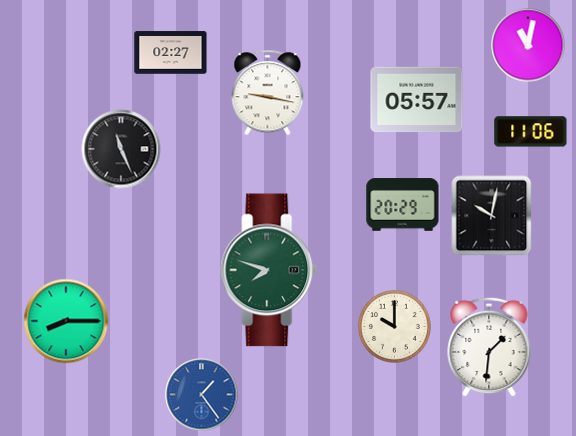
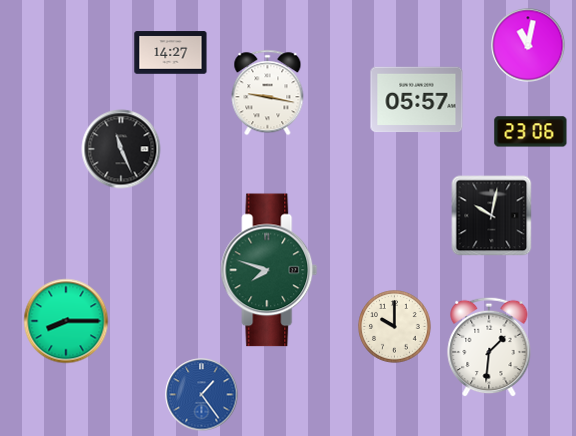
clock at (171, 53): 02:27 -> 14:27
clock at (531, 132): 11:06 -> 23:06
clock at (403, 205): 20:29 -> none
